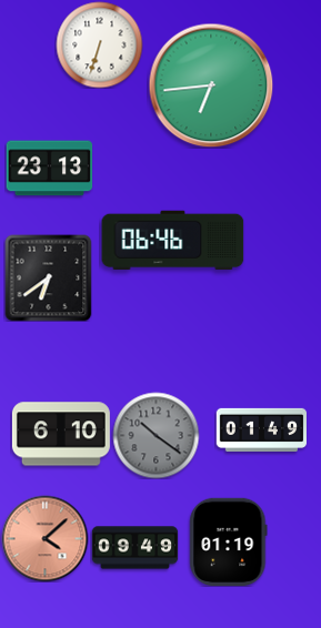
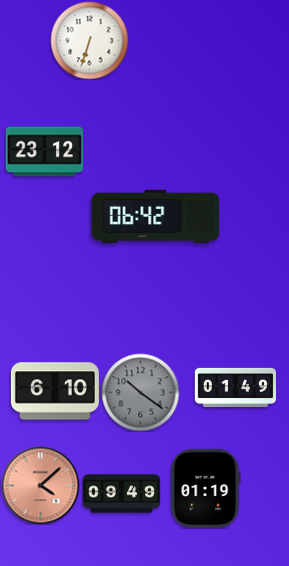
clock at (211, 85): 6:44 -> none
clock at (49, 169): 23:13 -> 23:12
clock at (173, 241): 06:46 -> 06:42
clock at (48, 277): 6:39 -> none
